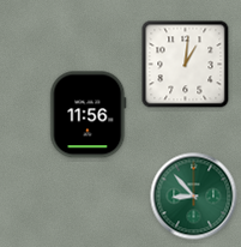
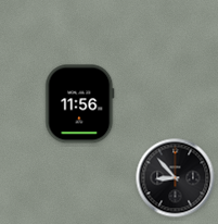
clock at (186, 65): 1:01 -> none
clock at (194, 197) dial: green -> black
